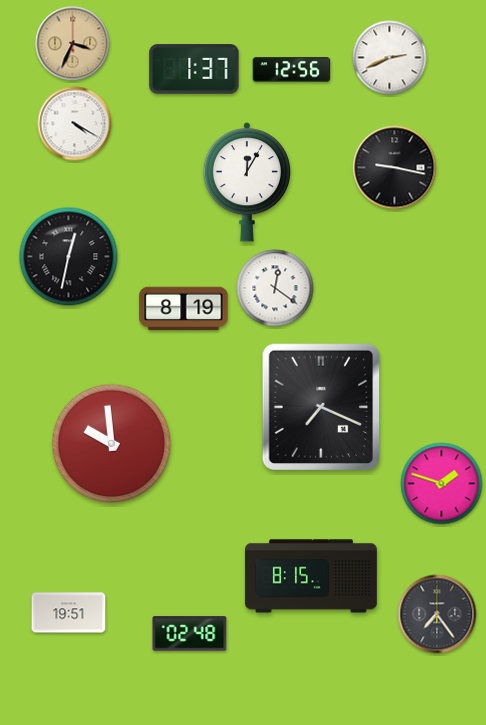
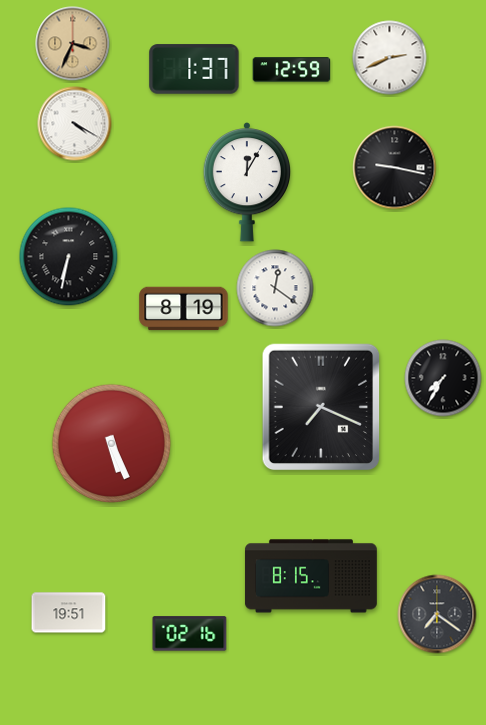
clock at (292, 70): 12:56 -> 12:59
clock at (69, 257): 12:32 -> 6:32
clock at (443, 378): none -> 7:35
clock at (112, 444): 9:59 -> 5:26
clock at (442, 484): 1:48 -> none
clock at (437, 614): 7:24 -> 7:21
clock at (190, 634): 02:48 -> 02:16
